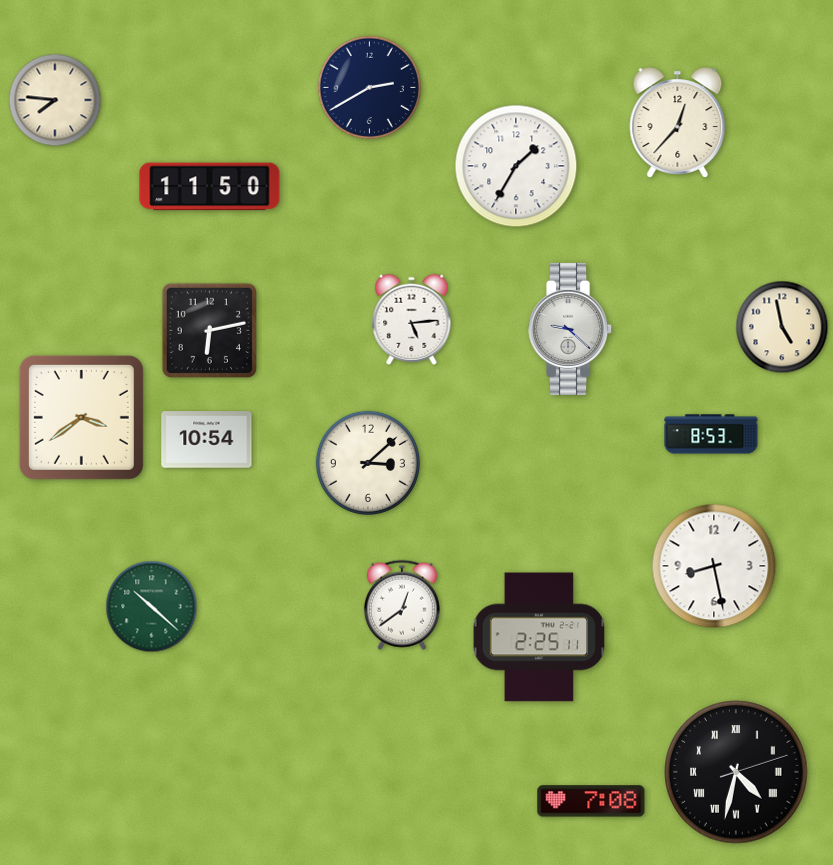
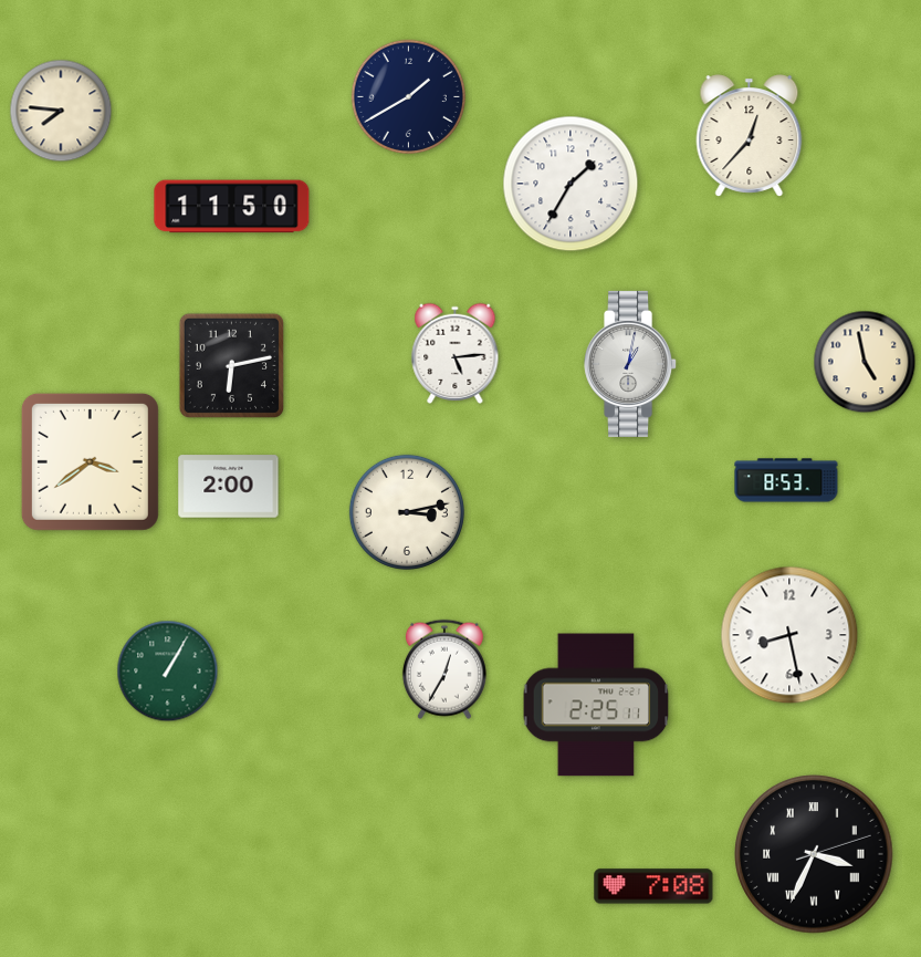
clock at (369, 87): 2:40 -> 1:40
clock at (571, 329): 9:22 -> 1:02
clock at (207, 440): 10:54 -> 2:00
clock at (368, 463): 3:08 -> 3:13
clock at (714, 566) position: (714, 566) -> (789, 635)
clock at (402, 605): 12:39 -> 12:35
clock at (152, 607): 10:22 -> 1:05
clock at (736, 772): 4:32 -> 3:34
